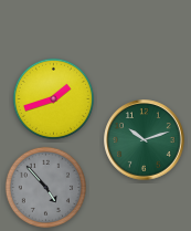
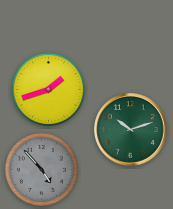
clock at (145, 140) position: (145, 140) -> (131, 130)
